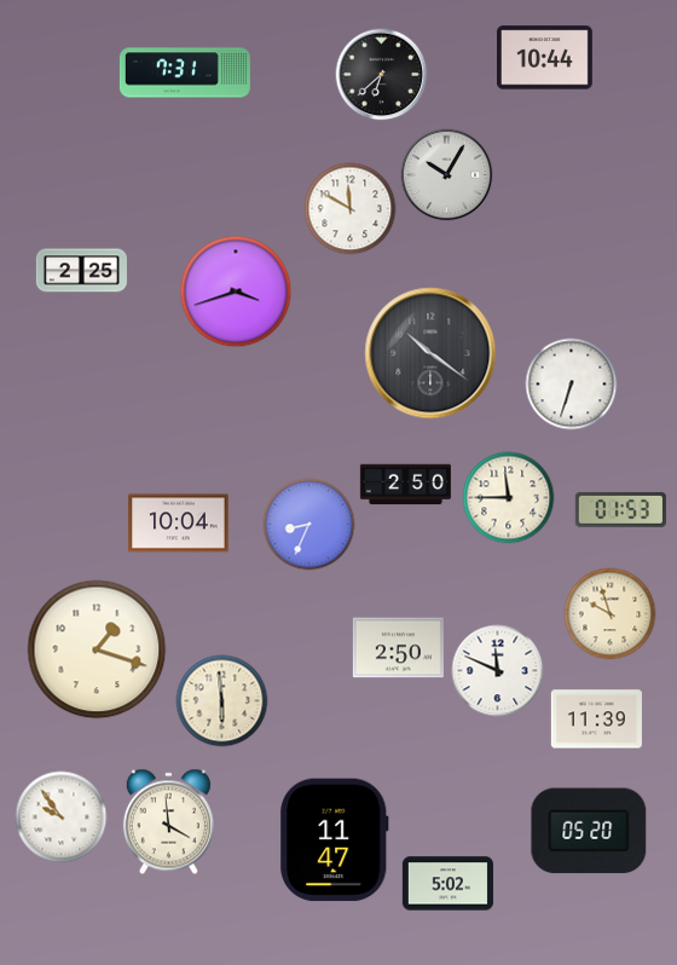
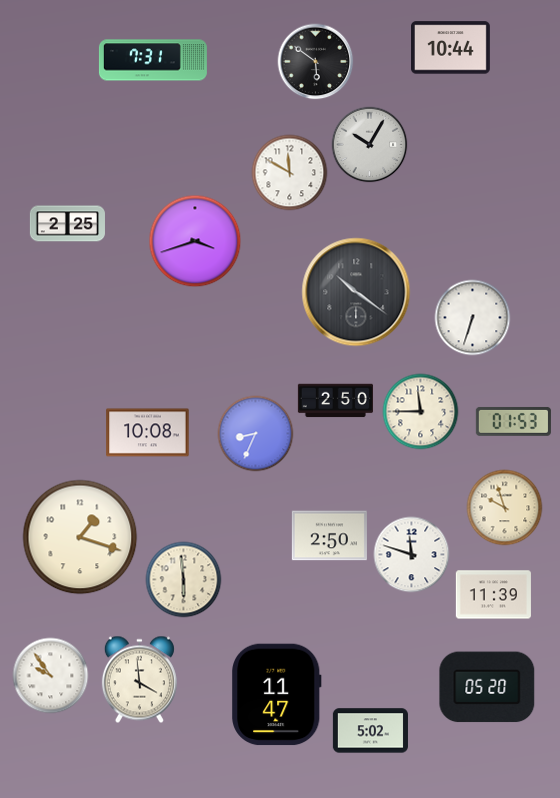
clock at (382, 75): 6:38 -> 5:51
clock at (179, 524): 10:04 -> 10:08
clock at (498, 671): 11:49 -> 11:48
